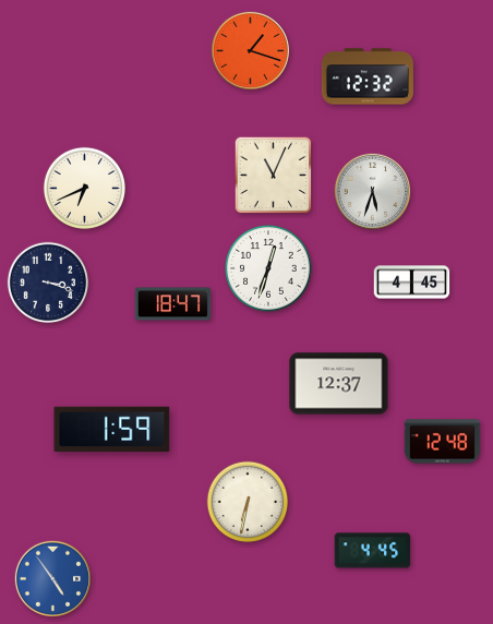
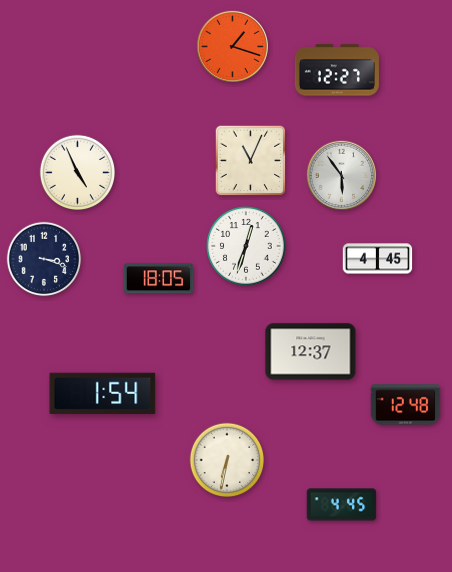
clock at (250, 50) position: (250, 50) -> (232, 46)
clock at (368, 76): 12:32 -> 12:27
clock at (84, 188): 6:41 -> 4:56
clock at (373, 192): 5:33 -> 5:54
clock at (173, 304): 18:47 -> 18:05
clock at (112, 430): 1:59 -> 1:54
clock at (53, 579): 4:54 -> none
